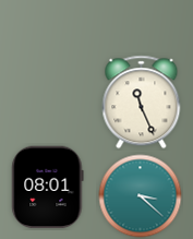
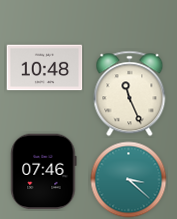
clock at (45, 68): none -> 10:48
clock at (48, 188): 08:01 -> 07:46
